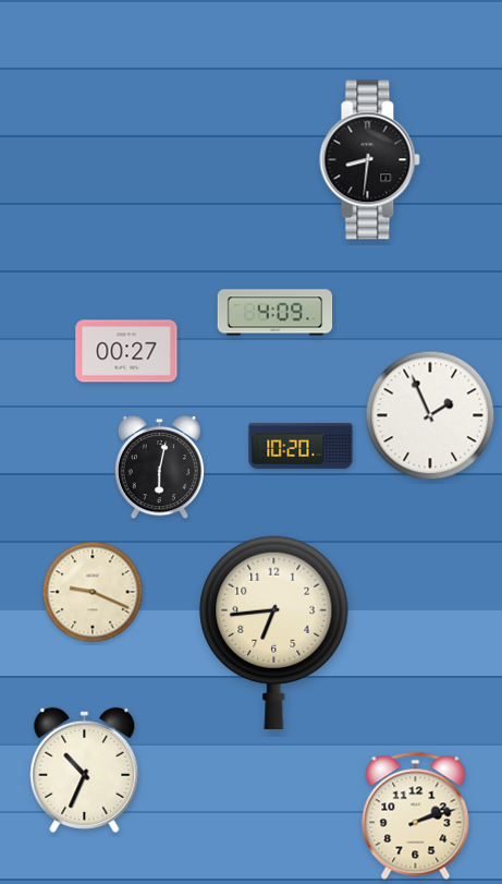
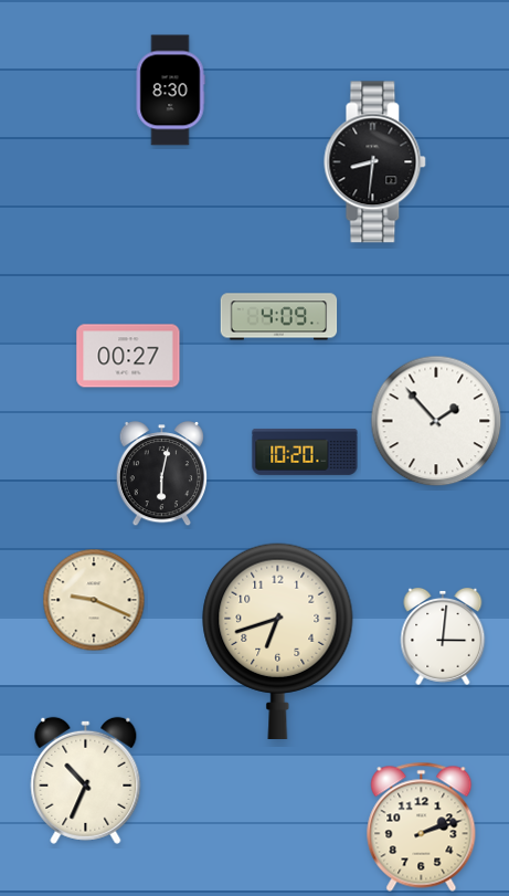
clock at (170, 91): none -> 8:30
clock at (430, 415): 1:56 -> 1:53
clock at (443, 636): none -> 3:01
clock at (274, 632): 6:44 -> 6:42
